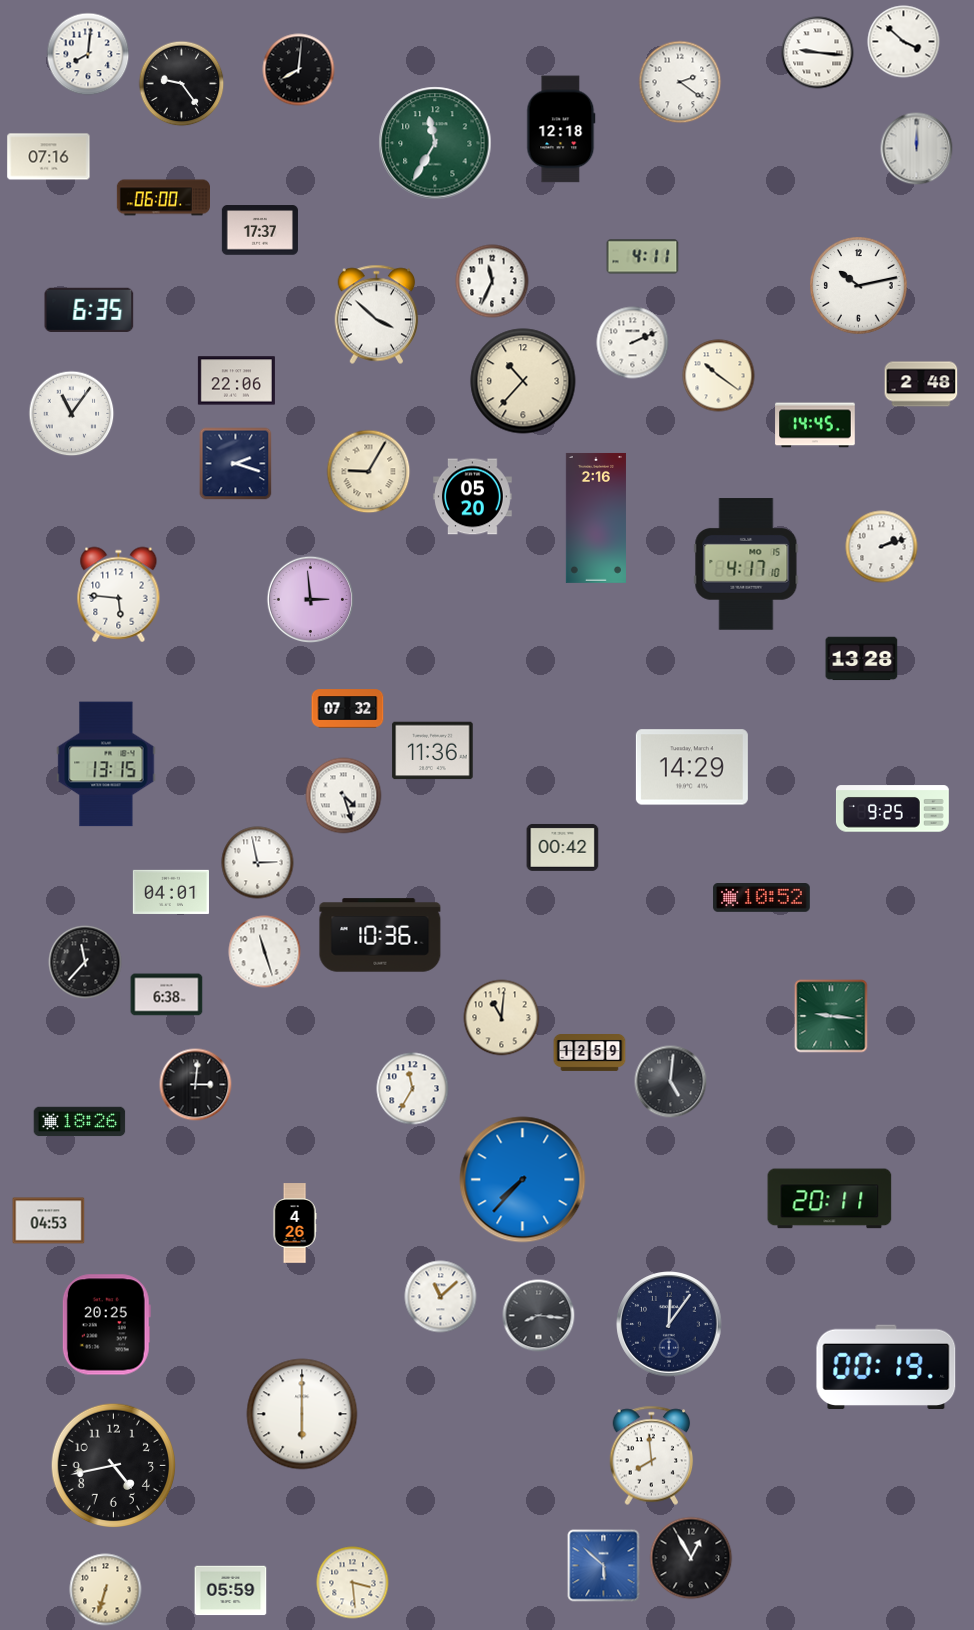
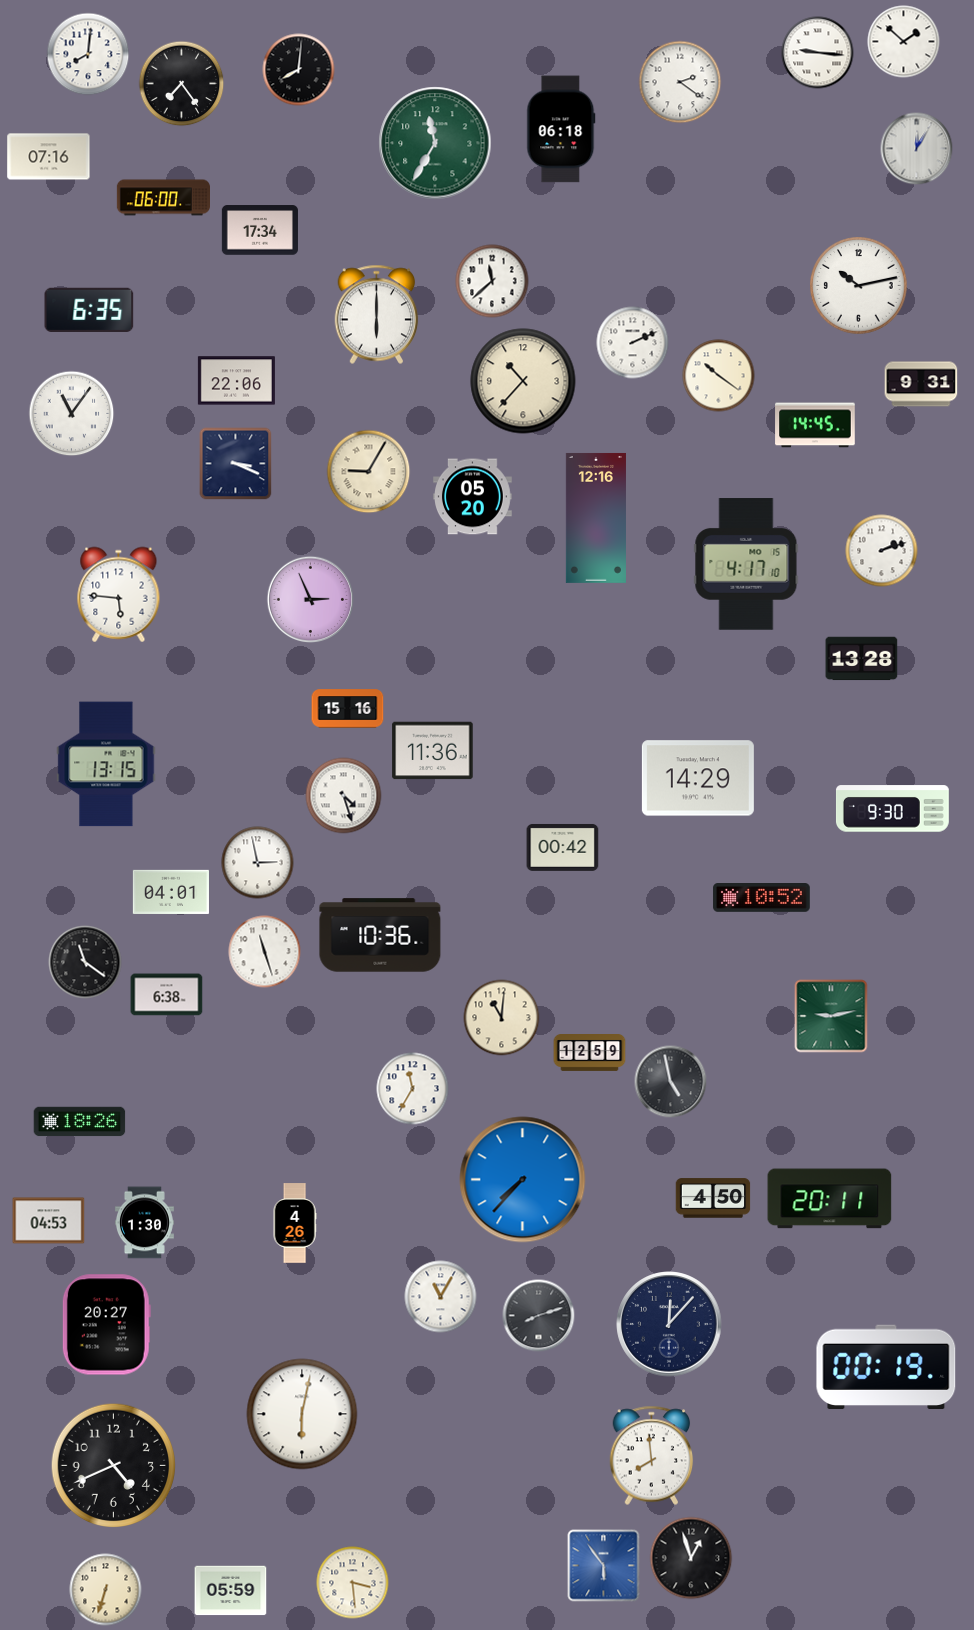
clock at (904, 42): 3:52 -> 1:52
clock at (182, 84): 9:24 -> 7:24
clock at (561, 129): 12:18 -> 06:18
clock at (917, 149): 12:00 -> 12:05
clock at (260, 230): 17:37 -> 17:34
clock at (643, 257): 4:11 -> none
clock at (492, 281): 11:34 -> 11:38
clock at (377, 315): 3:52 -> 6:00
clock at (921, 384): 2:48 -> 9:31
clock at (236, 464): 2:18 -> 3:19
clock at (596, 518): 2:16 -> 12:16
clock at (882, 547) position: (882, 547) -> (882, 551)
clock at (311, 600): 2:59 -> 2:56
clock at (348, 709): 07:32 -> 15:16
clock at (692, 767) position: (692, 767) -> (698, 778)
clock at (892, 809): 9:25 -> 9:30
clock at (85, 962): 11:37 -> 11:21
clock at (831, 1016): 9:16 -> 9:13
clock at (671, 1082): 5:01 -> 4:58
clock at (196, 1085): 3:01 -> none
clock at (713, 1198): none -> 4:50
clock at (144, 1223): none -> 1:30
clock at (441, 1297): 11:08 -> 11:05
clock at (539, 1316): 8:16 -> 8:12
clock at (669, 1324): 12:06 -> 12:07
clock at (106, 1325): 20:25 -> 20:27
clock at (302, 1414): 6:00 -> 6:02
clock at (114, 1466): 4:43 -> 4:41
clock at (691, 1558): 12:55 -> 12:57
clock at (604, 1566): 5:52 -> 5:54
